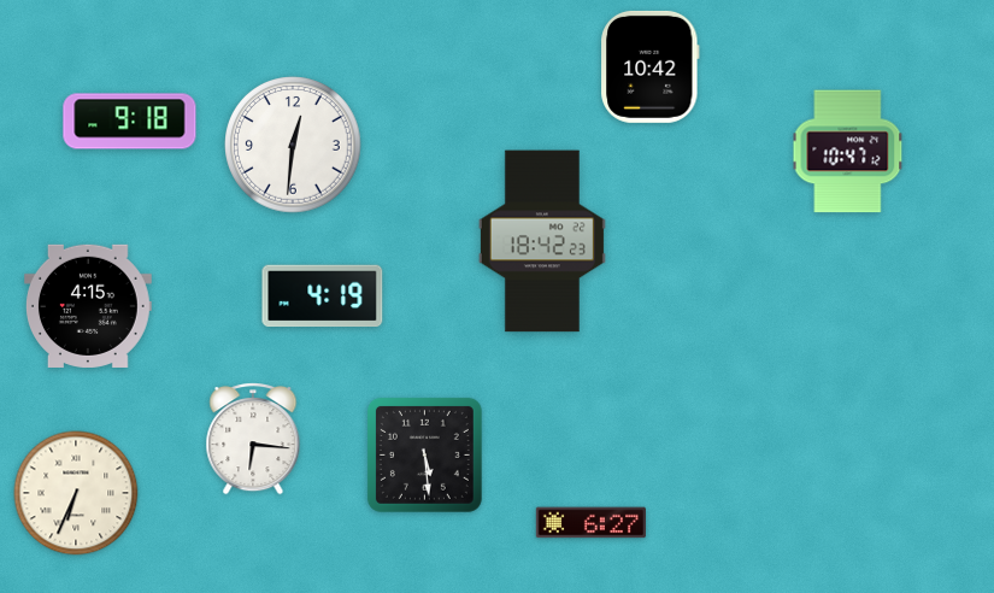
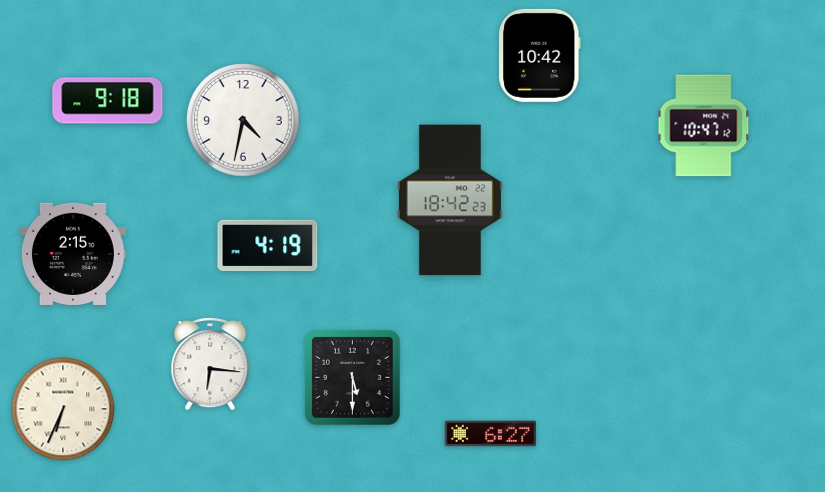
clock at (293, 145): 12:31 -> 4:32
clock at (89, 306): 4:15 -> 2:15
clock at (424, 454): 5:29 -> 5:30
